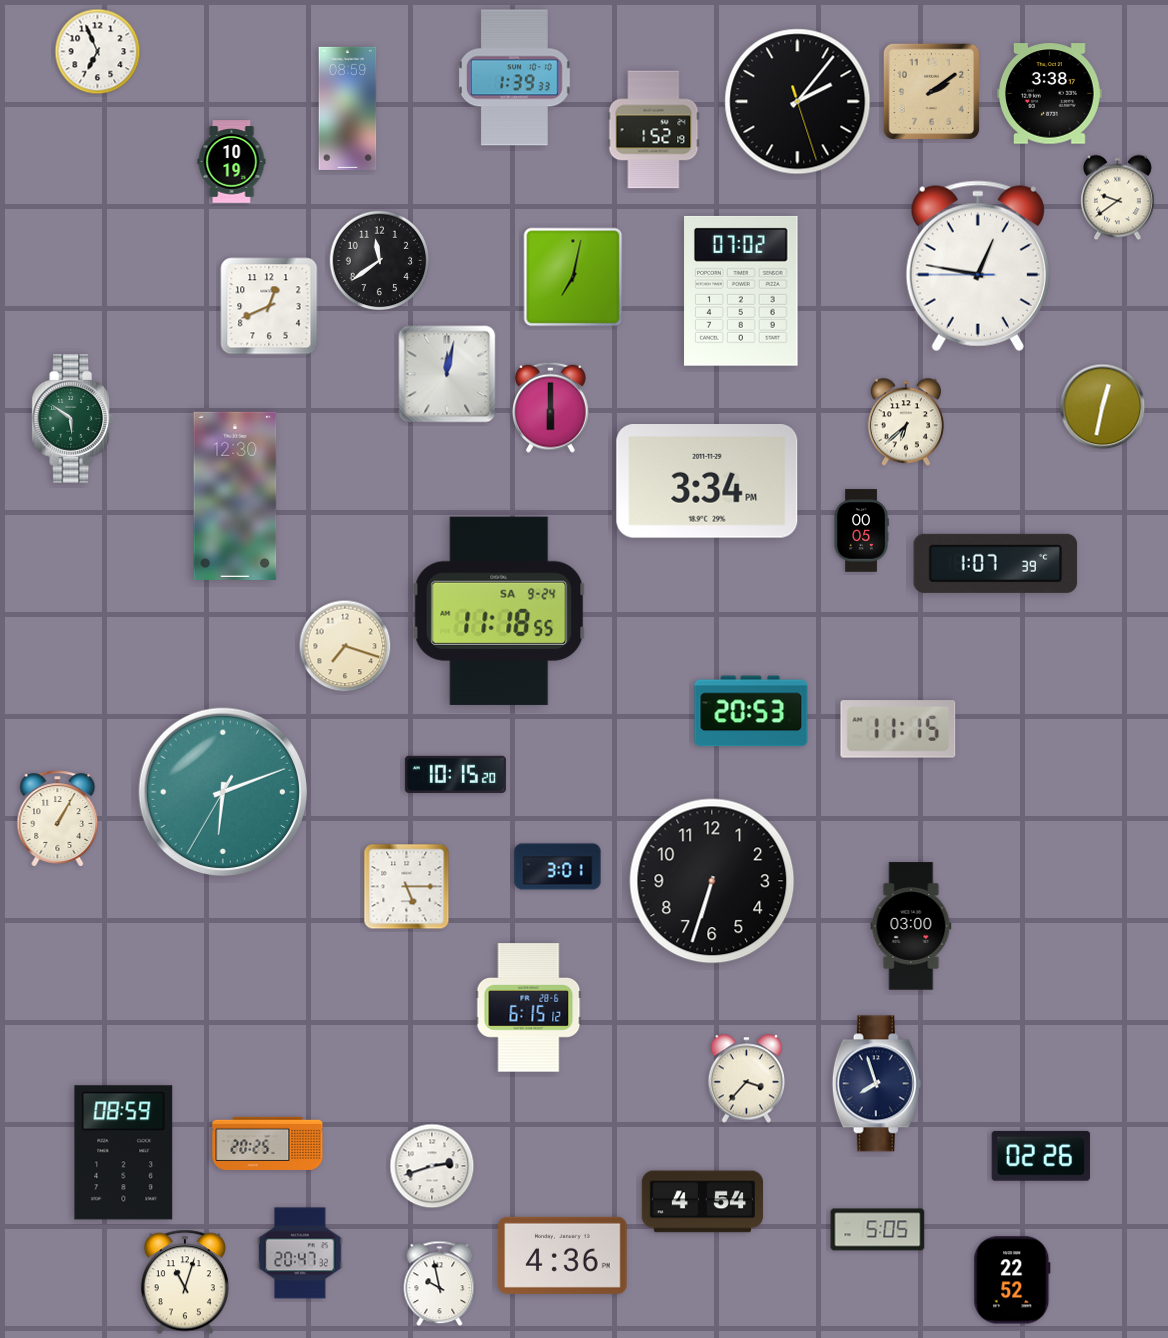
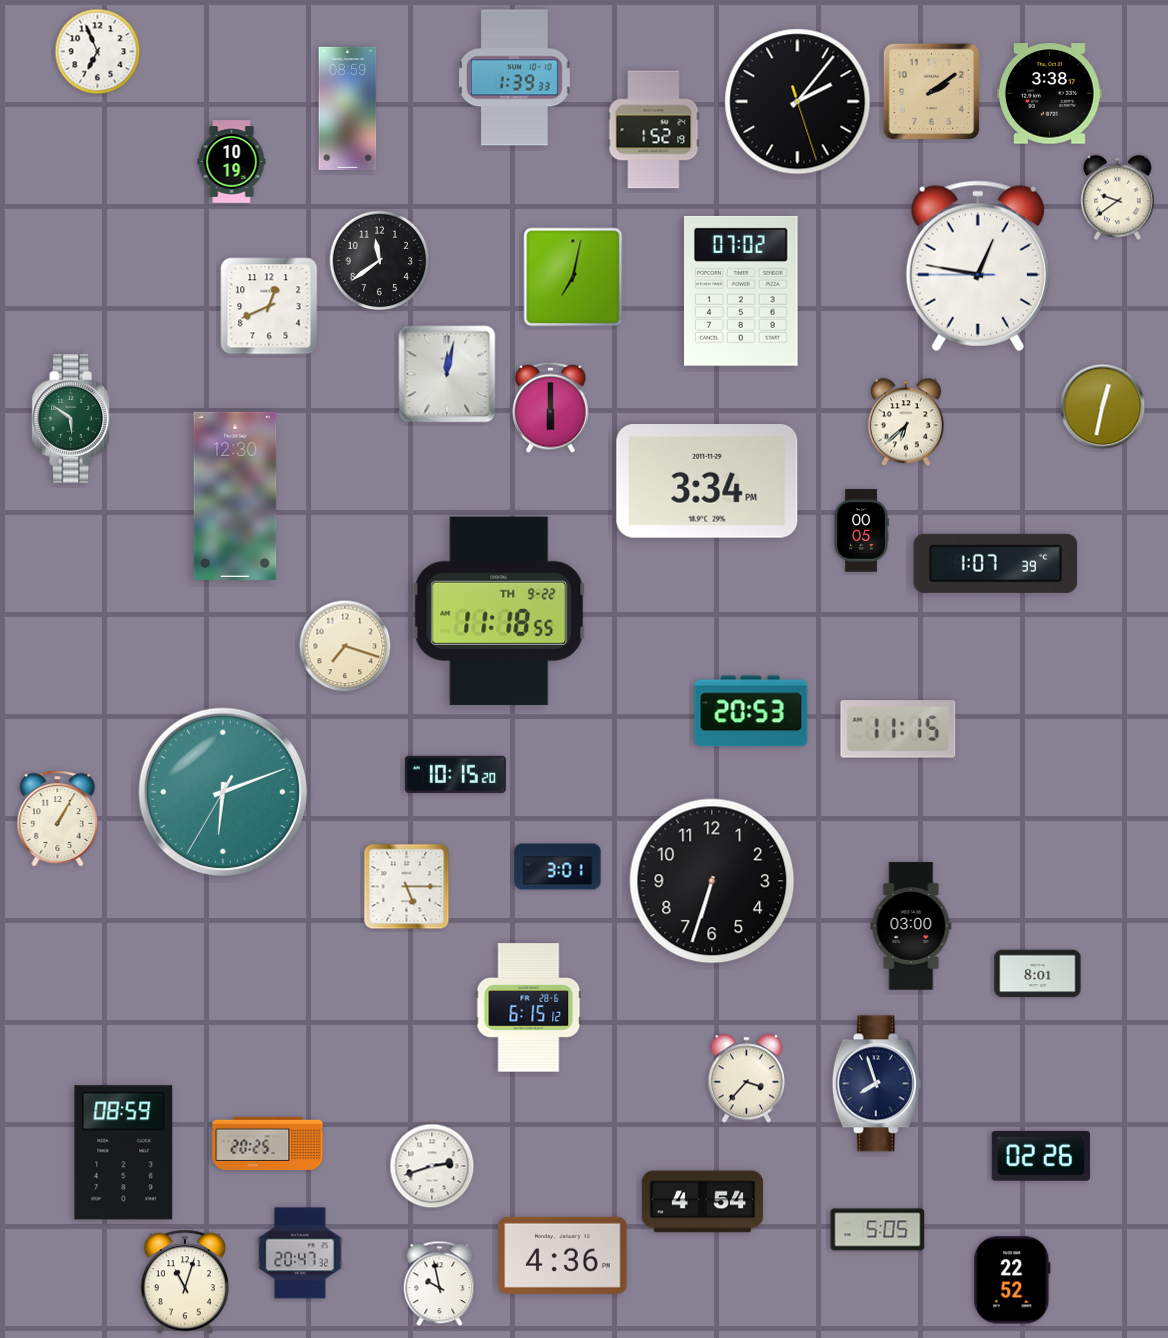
clock at (499, 611) date: SA 9-24 -> TH 9-22
clock at (1038, 974): none -> 8:01
